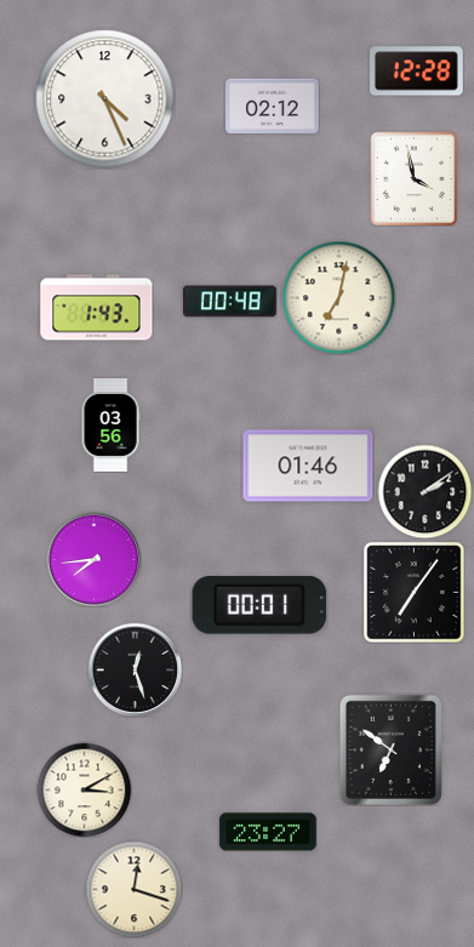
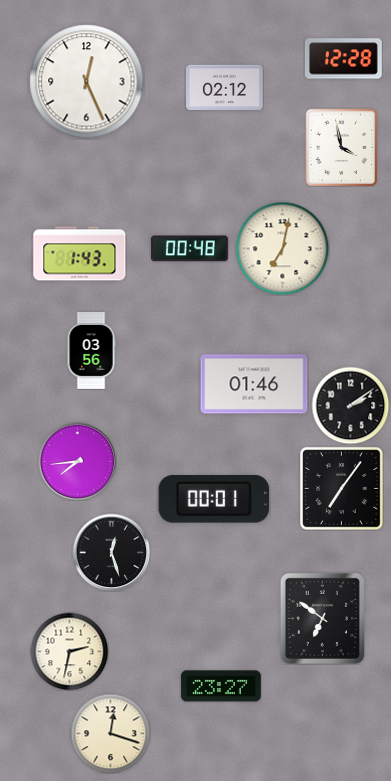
clock at (105, 99): 4:26 -> 12:26
clock at (338, 297) position: (338, 297) -> (282, 248)
clock at (84, 789): 3:10 -> 2:32
